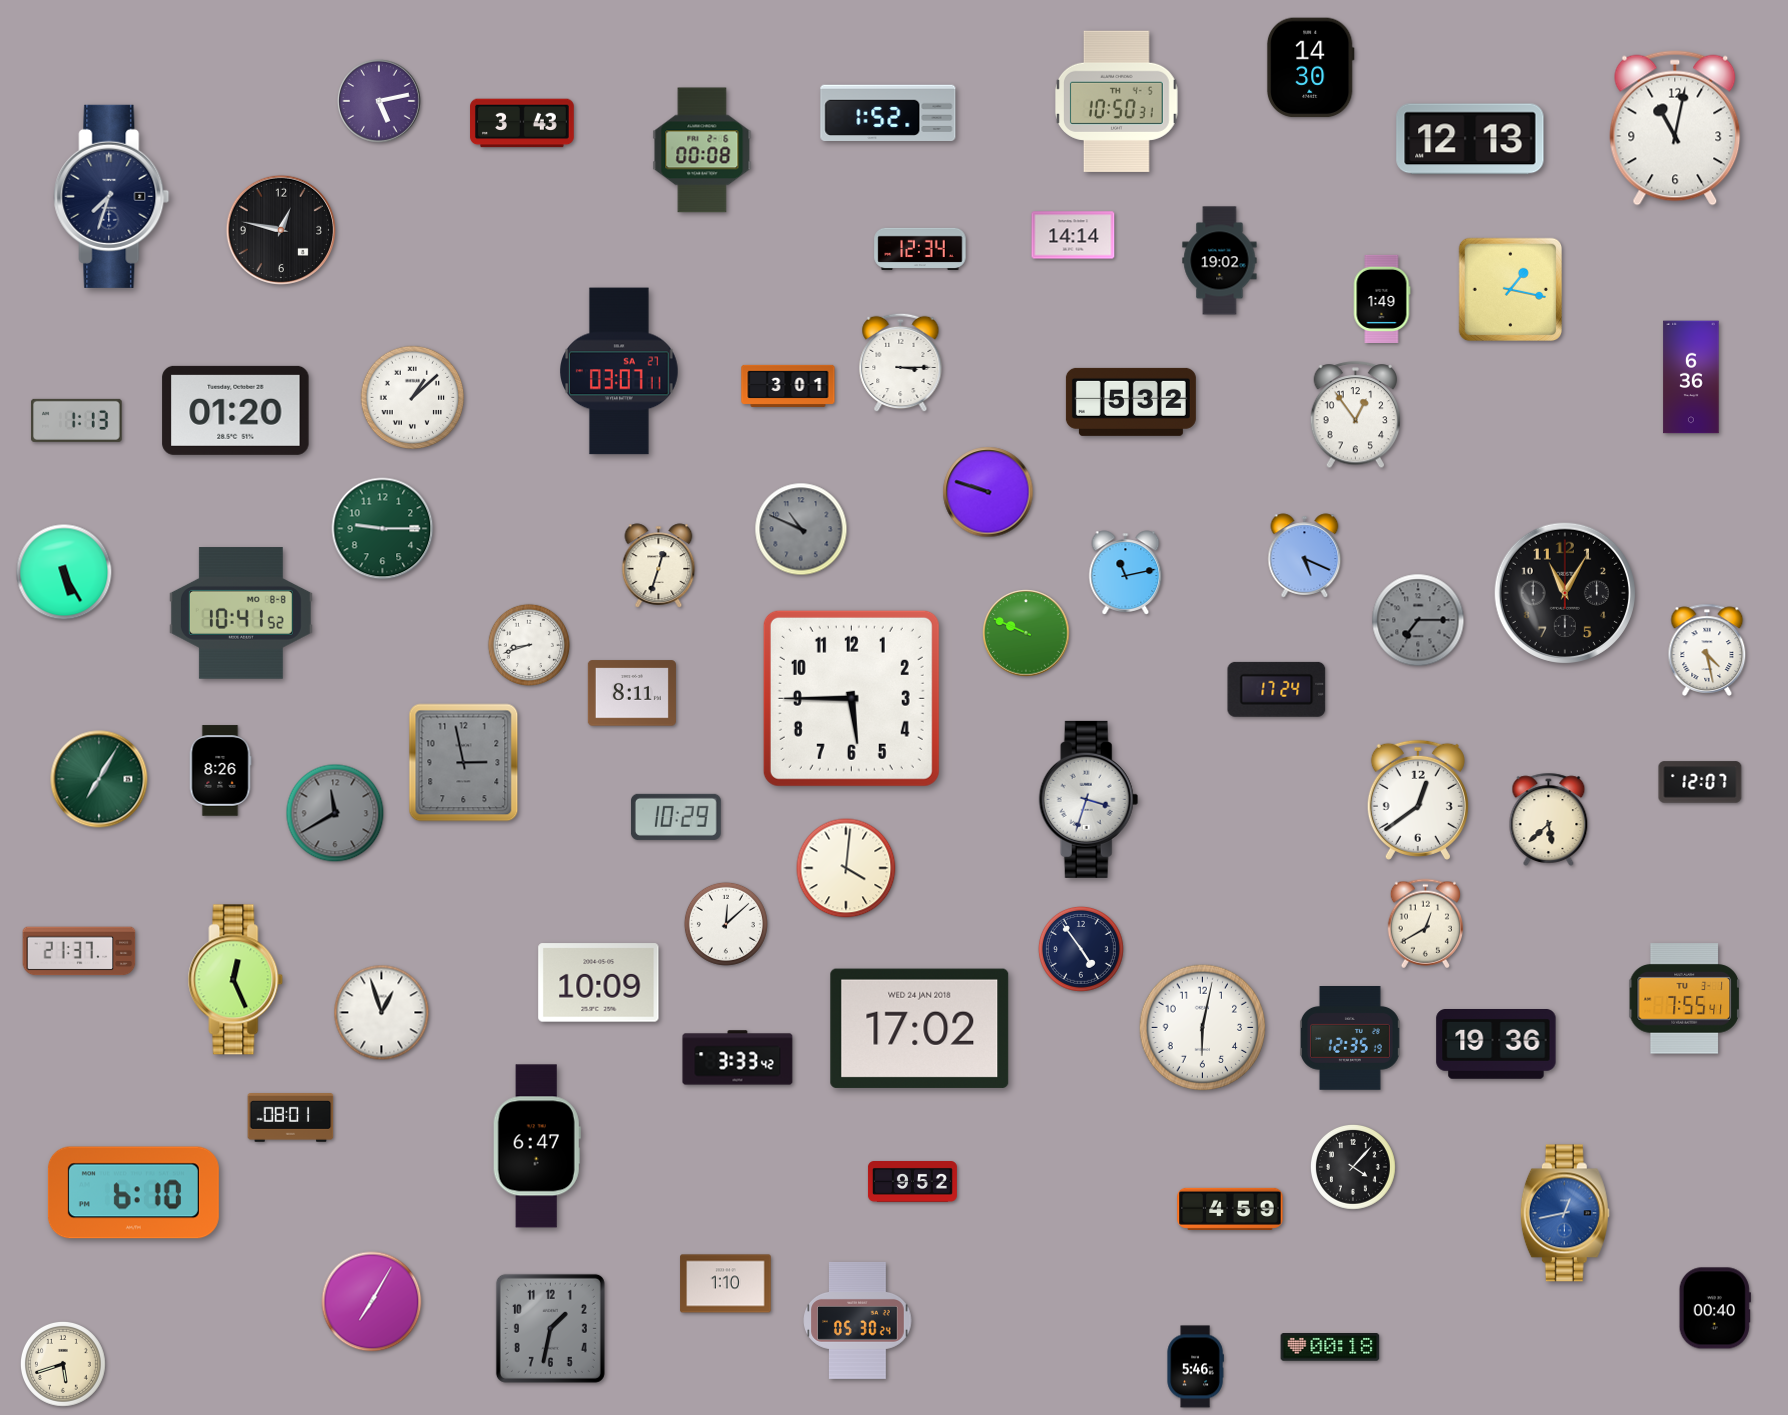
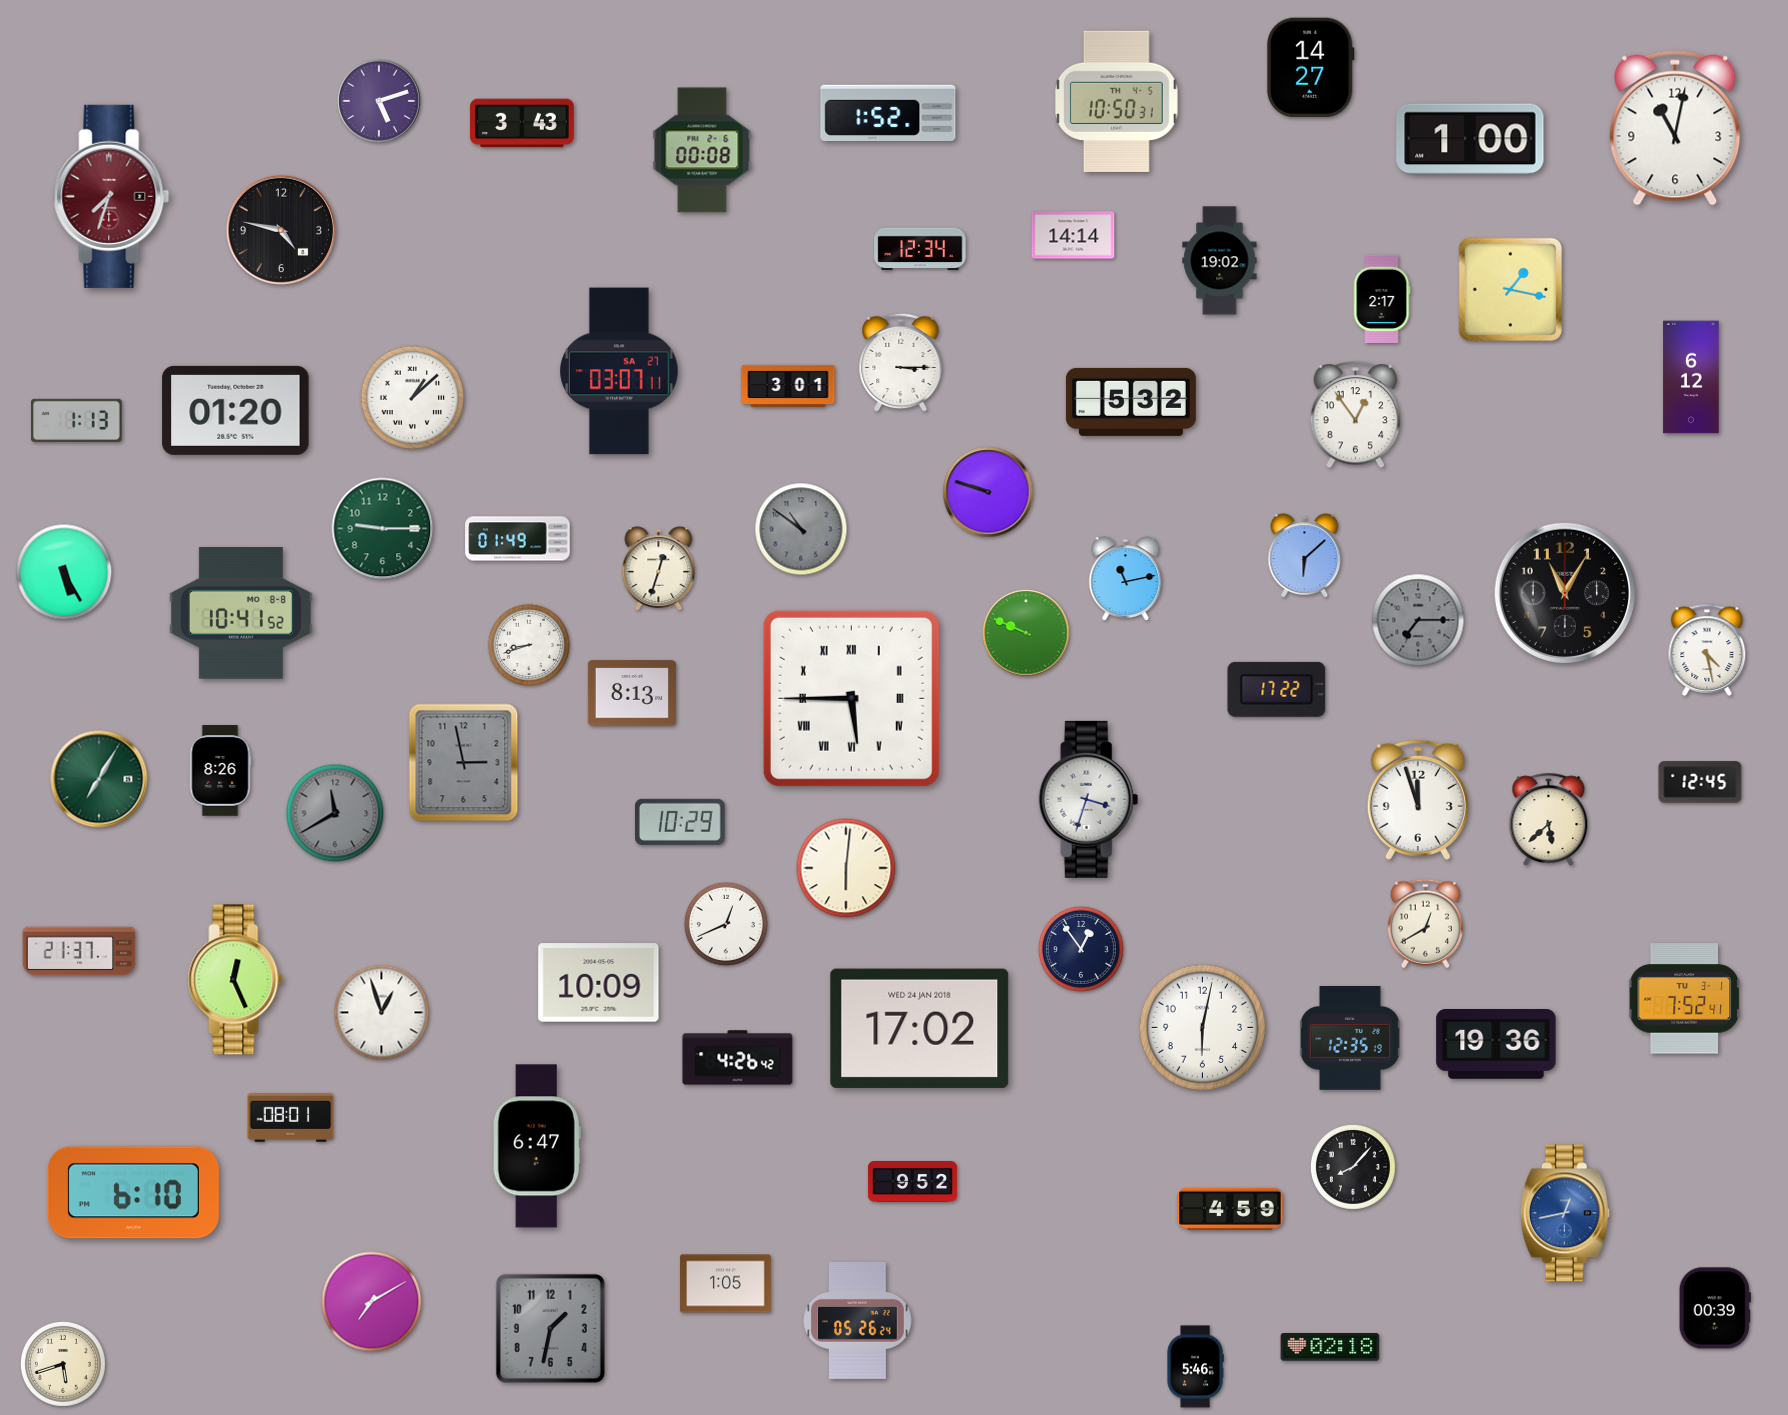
clock at (1310, 68): 14:30 -> 14:27
clock at (379, 101): 5:13 -> 5:12
clock at (1470, 139): 12:13 -> 1:00
clock at (112, 196) dial: navy -> burgundy
clock at (280, 229): 12:47 -> 4:47
clock at (1382, 299): 1:49 -> 2:17
clock at (1691, 377): 6:36 -> 6:12
clock at (801, 529): 10:49 -> 10:51
clock at (518, 539): none -> 01:49
clock at (1305, 556): 5:19 -> 6:08
clock at (659, 566) position: (659, 566) -> (659, 569)
clock at (1126, 573) position: (1126, 573) -> (1126, 579)
clock at (1277, 689): 17:24 -> 17:22
clock at (632, 693): 8:11 -> 8:13
clock at (851, 698) numerals: Arabic -> Roman
clock at (1700, 782): 12:07 -> 12:45
clock at (1418, 800): 12:39 -> 11:57
clock at (676, 817) position: (676, 817) -> (680, 822)
clock at (846, 868): 4:01 -> 6:01
clock at (726, 924): 12:08 -> 12:41
clock at (1081, 949): 4:54 -> 12:54
clock at (1684, 999): 7:55 -> 7:52
clock at (738, 1058): 3:33 -> 4:26
clock at (1353, 1167): 4:07 -> 8:07
clock at (726, 1284): 1:10 -> 1:05
clock at (372, 1302): 7:05 -> 7:10
clock at (1715, 1308): 00:40 -> 00:39
clock at (858, 1320): 05:30 -> 05:26
clock at (1330, 1348): 00:18 -> 02:18
